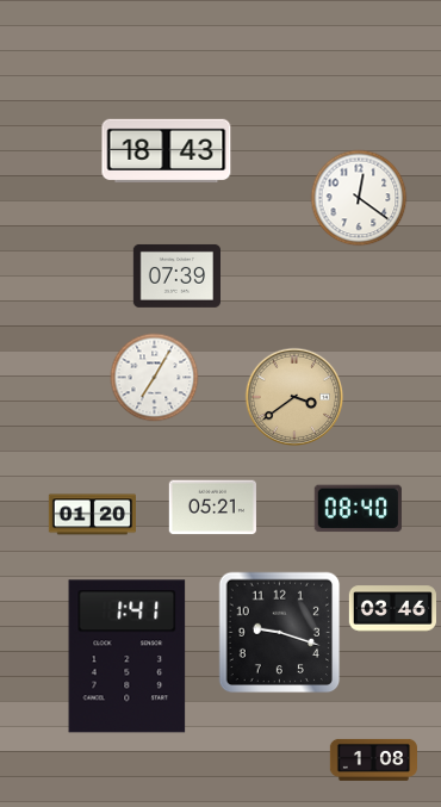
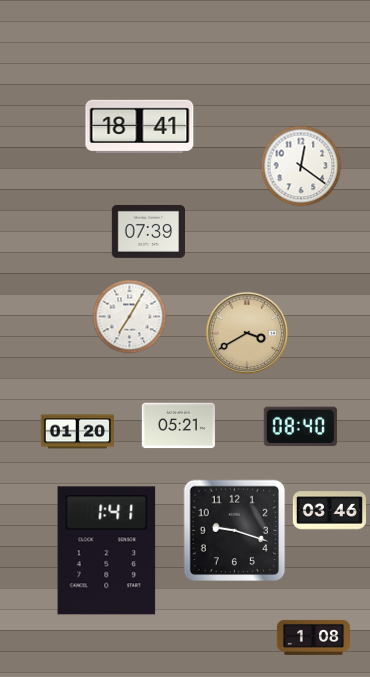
clock at (167, 150): 18:43 -> 18:41
clock at (294, 397): 3:39 -> 3:40
